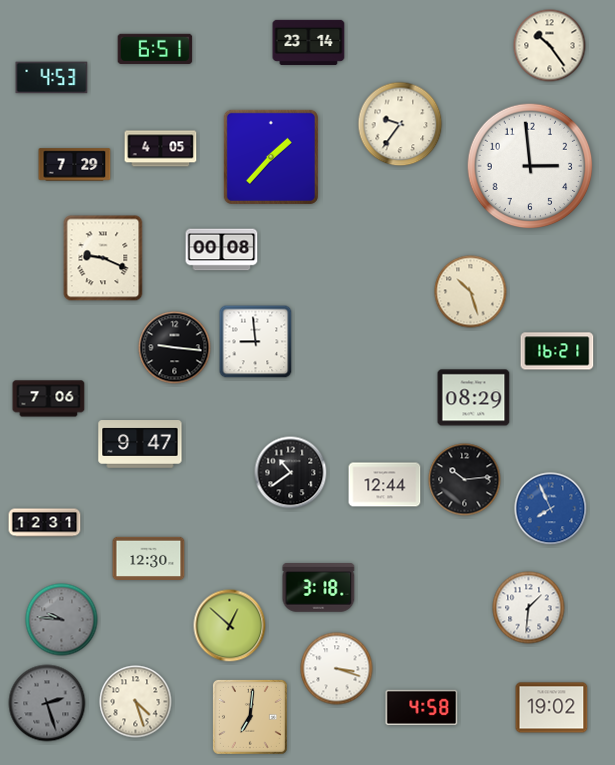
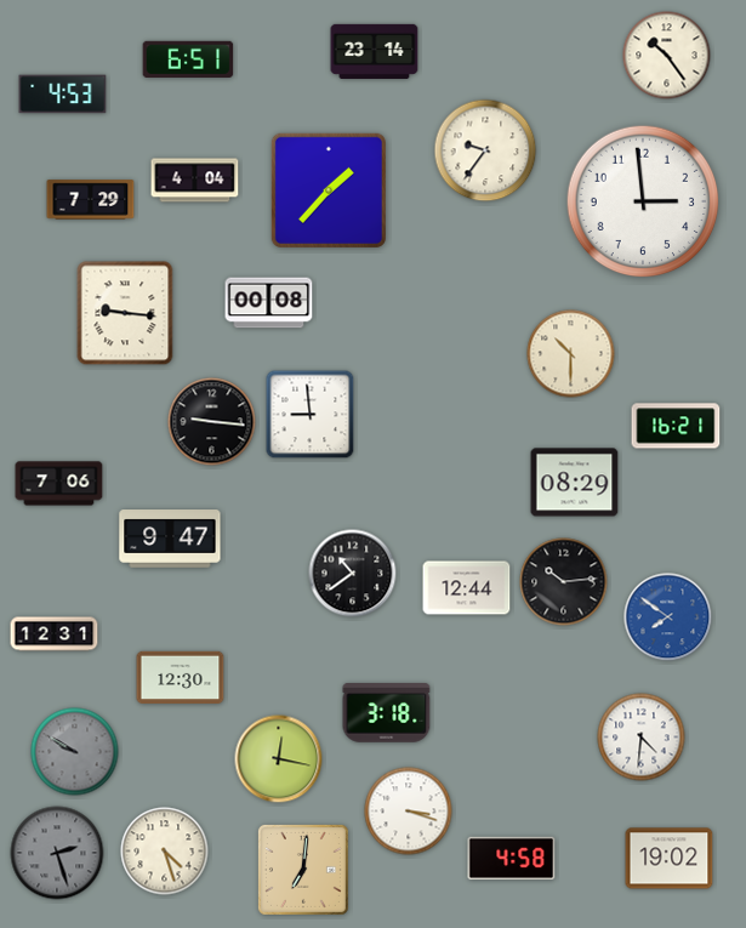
clock at (161, 149): 4:05 -> 4:04
clock at (103, 258): 9:19 -> 9:16
clock at (471, 292): 10:27 -> 10:30
clock at (551, 509): 7:56 -> 7:51
clock at (529, 608): 1:31 -> 4:31
clock at (62, 620): 9:46 -> 9:50
clock at (230, 626): 12:52 -> 12:17
